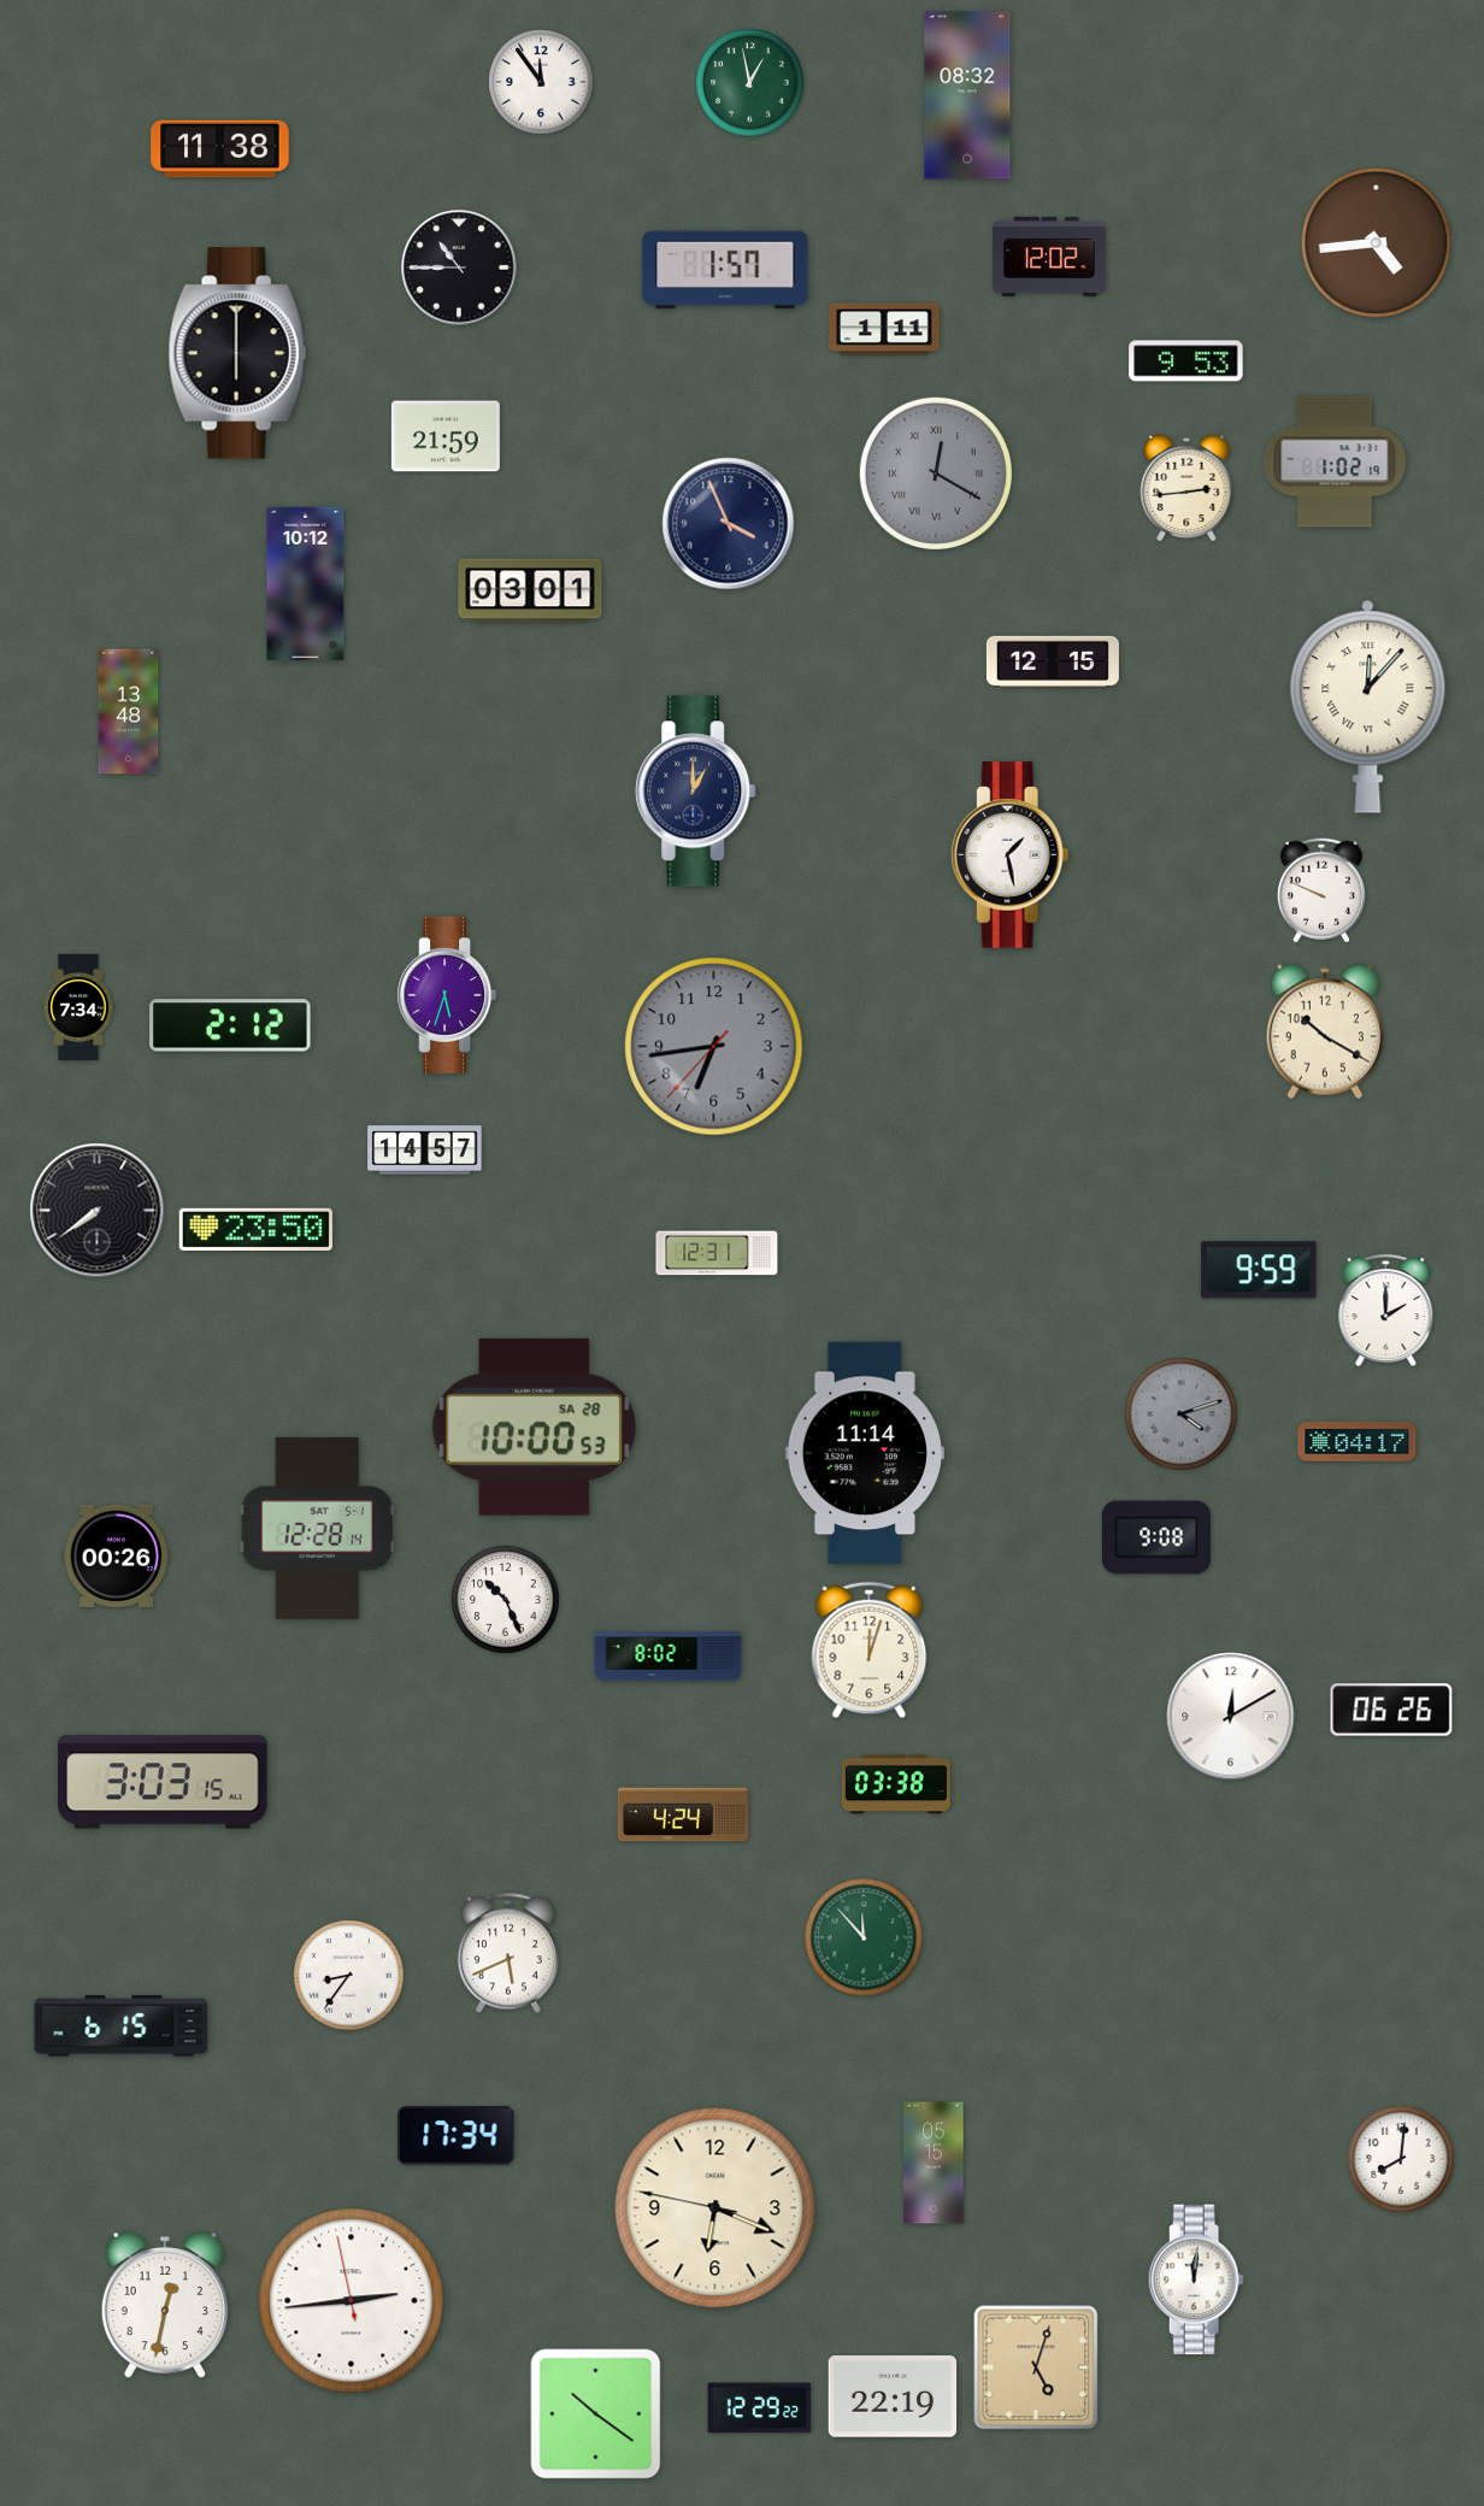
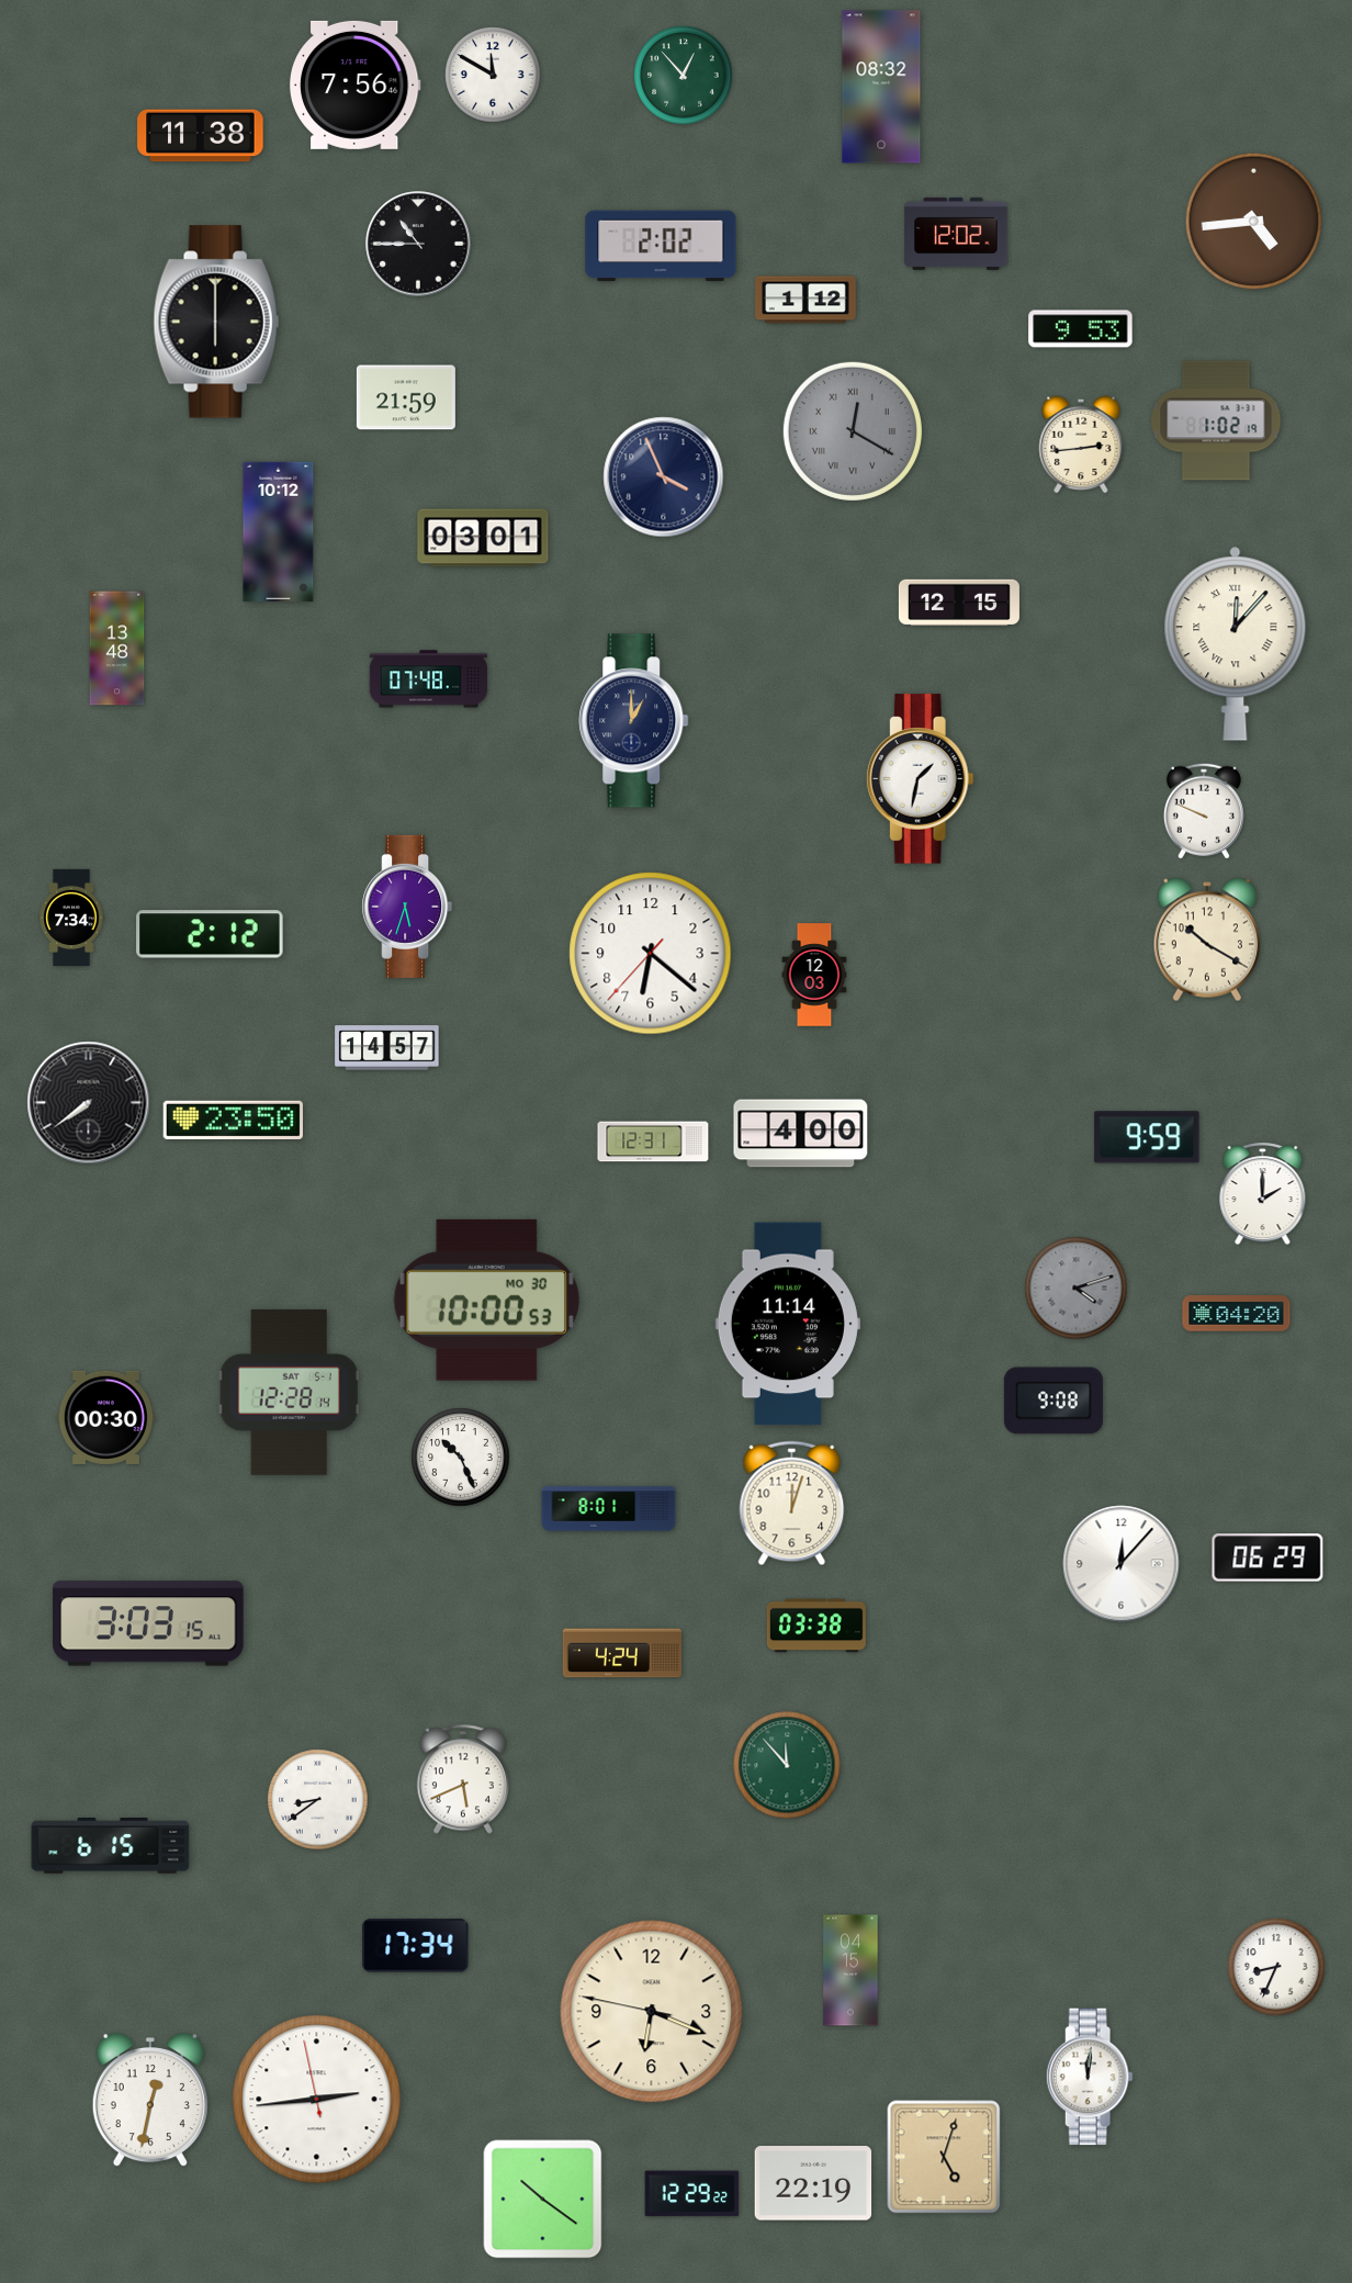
clock at (541, 82): 11:54 -> 11:50
clock at (750, 83): 12:58 -> 12:53
clock at (354, 85): none -> 7:56
clock at (725, 270): 1:57 -> 2:02
clock at (885, 329): 1:11 -> 1:12
clock at (1368, 707) position: (1368, 707) -> (1236, 644)
clock at (429, 679): none -> 07:48
clock at (1009, 855): 1:28 -> 1:32
clock at (714, 1047): 6:43 -> 6:21
clock at (714, 1047) dial: grey -> white
clock at (814, 975): none -> 12:03
clock at (801, 1134): none -> 4:00
clock at (1259, 1270) position: (1259, 1270) -> (1147, 1137)
clock at (534, 1426) date: SA 28 -> MO 30
clock at (1358, 1442): 04:17 -> 04:20
clock at (116, 1555): 00:26 -> 00:30
clock at (669, 1657): 8:02 -> 8:01
clock at (1391, 1710): 06:26 -> 06:29
clock at (1231, 1717): 12:10 -> 12:07
clock at (349, 1976): 8:36 -> 8:39
clock at (1401, 2159): 8:01 -> 8:34
clock at (934, 2163): 05:15 -> 04:15
clock at (352, 2301) position: (352, 2301) -> (317, 2100)
